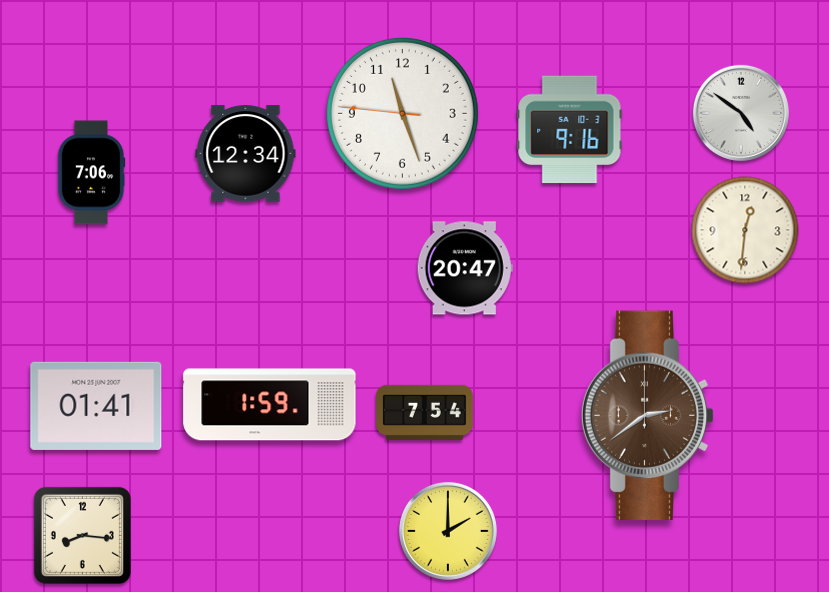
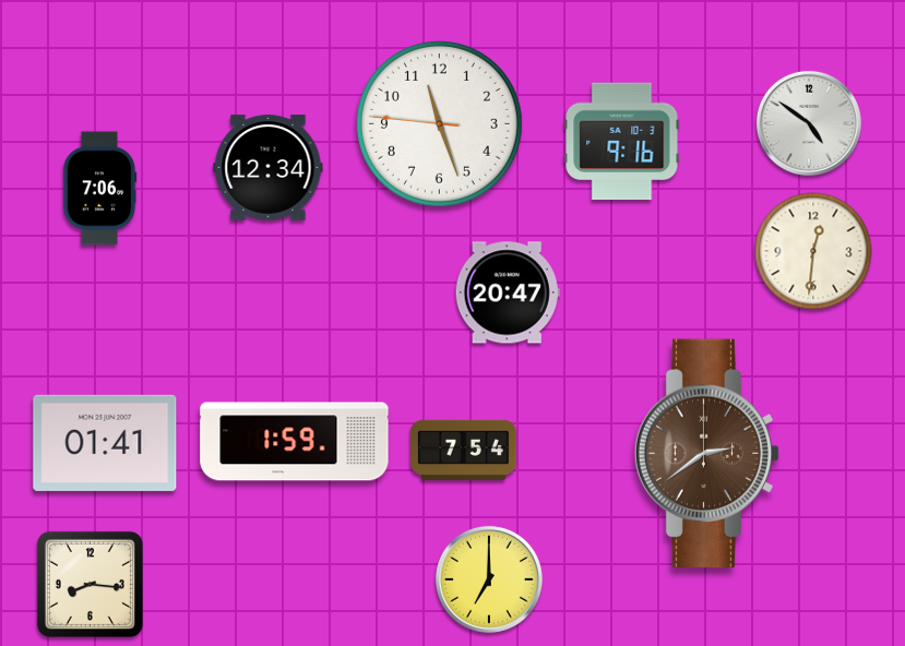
clock at (448, 531): 2:00 -> 7:00
